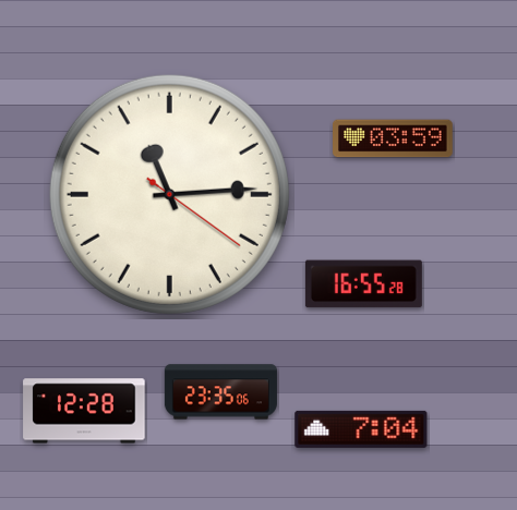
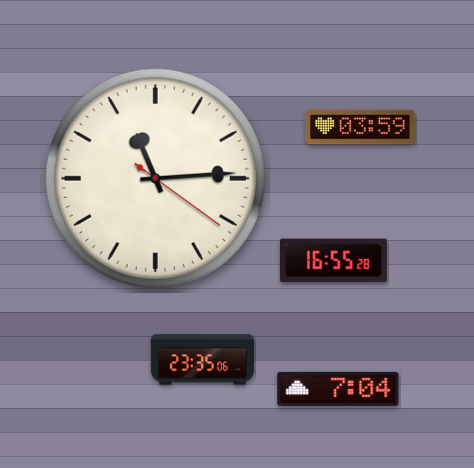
clock at (84, 411): 12:28 -> none
clock at (361, 429) position: (361, 429) -> (338, 389)
